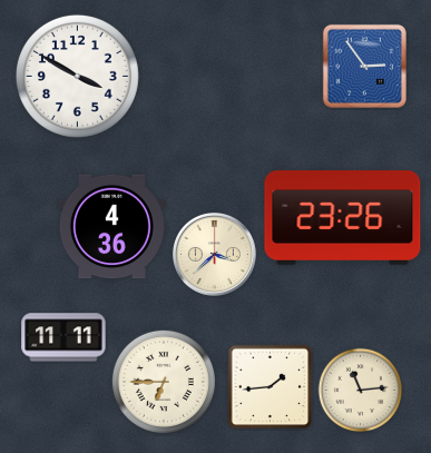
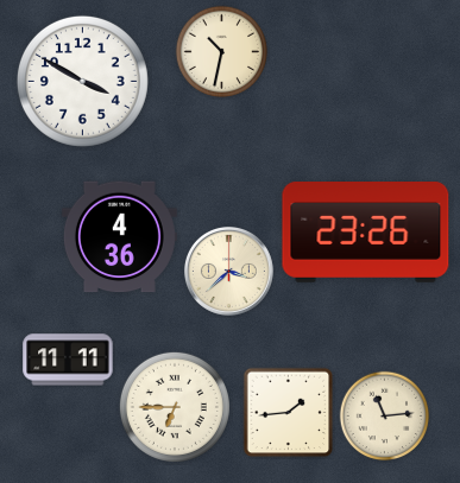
clock at (222, 52): none -> 10:32
clock at (364, 66): 2:54 -> none
clock at (111, 227) position: (111, 227) -> (119, 237)
